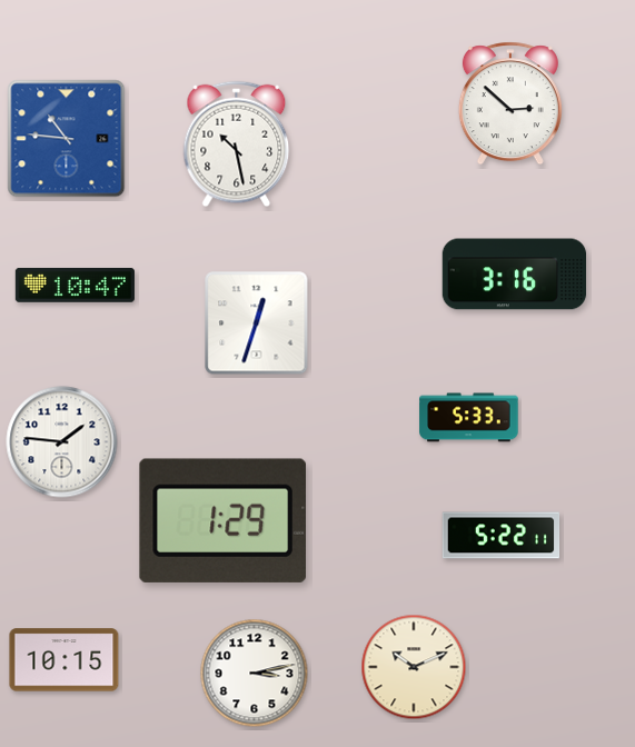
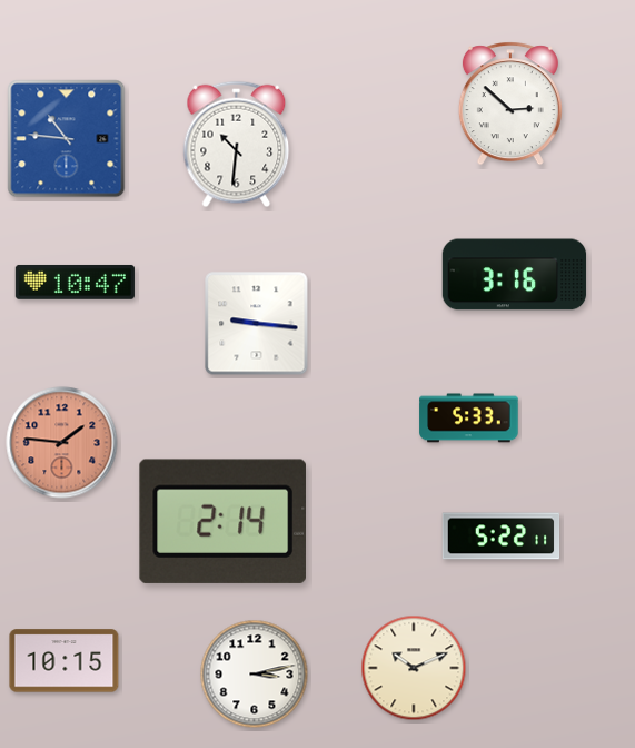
clock at (237, 145): 10:28 -> 10:31
clock at (75, 285) position: (75, 285) -> (75, 282)
clock at (257, 323): 12:33 -> 9:16
clock at (62, 442) dial: white -> salmon
clock at (222, 520): 1:29 -> 2:14
